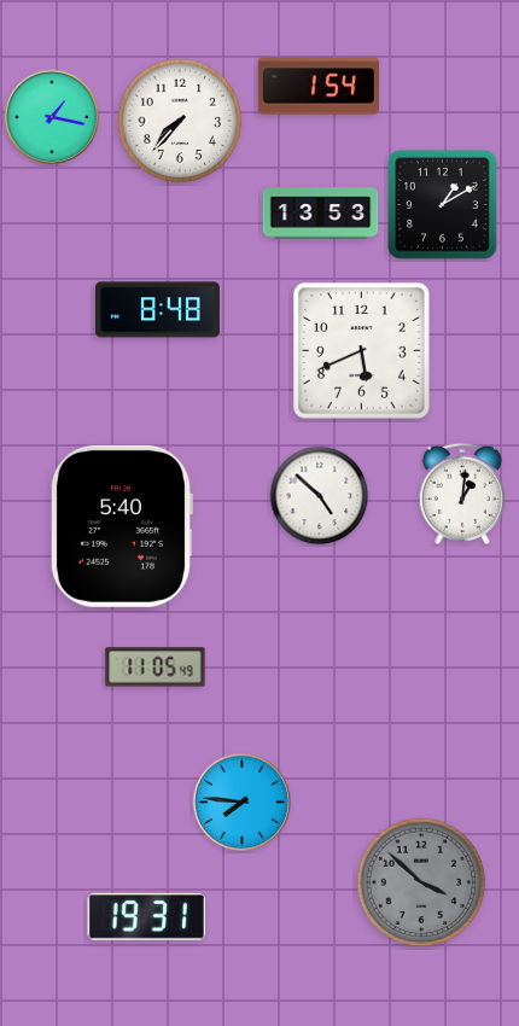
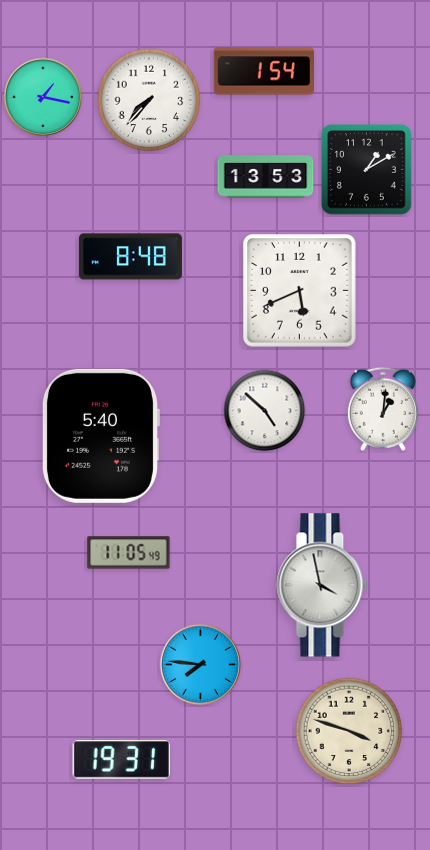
clock at (322, 585): none -> 3:58
clock at (421, 882): 3:52 -> 3:48
clock at (421, 882) dial: grey -> cream
